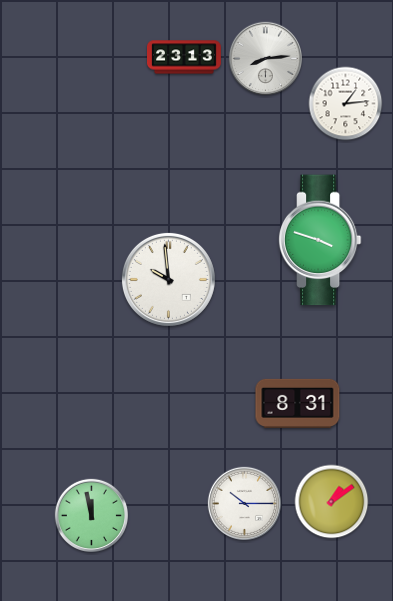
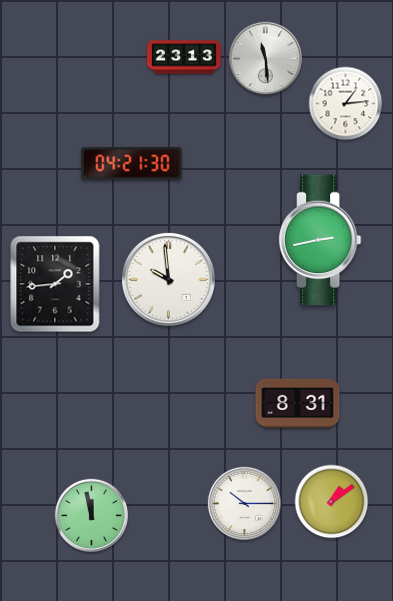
clock at (265, 58): 8:14 -> 11:29
clock at (132, 164): none -> 04:21
clock at (320, 240): 3:48 -> 2:43
clock at (55, 284): none -> 1:44
